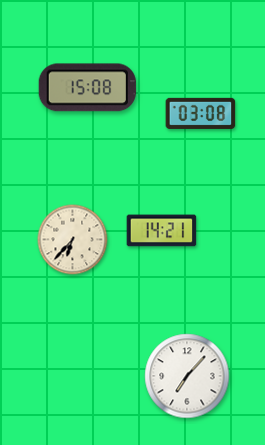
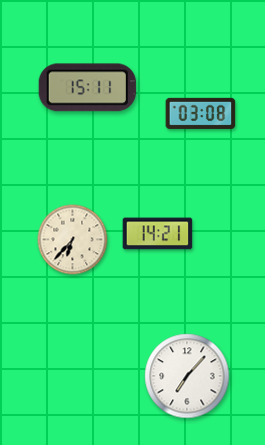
clock at (87, 88): 15:08 -> 15:11
clock at (162, 231) position: (162, 231) -> (158, 234)
